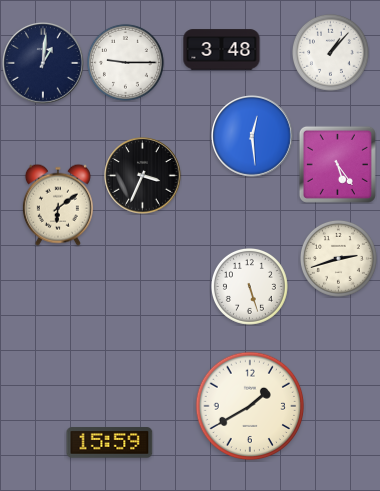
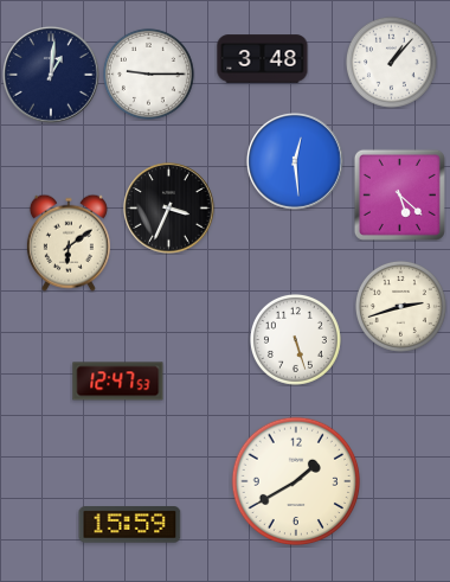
clock at (253, 137) position: (253, 137) -> (296, 162)
clock at (337, 164): 5:24 -> 5:22
clock at (118, 382): none -> 12:47
